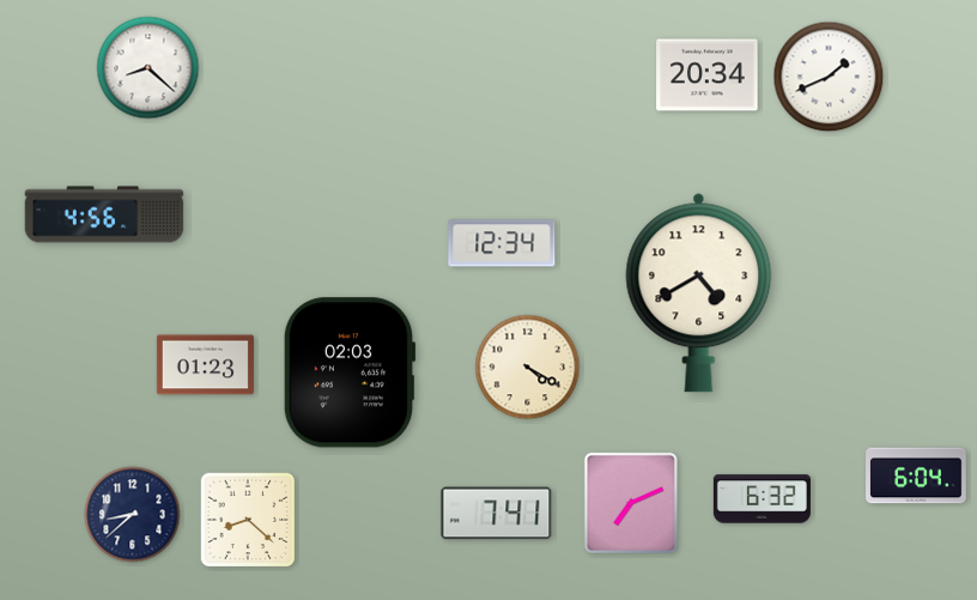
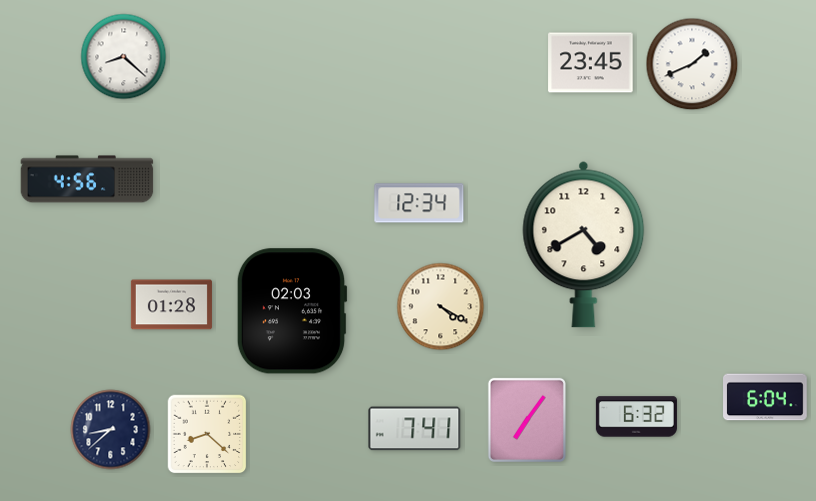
clock at (708, 75): 20:34 -> 23:45
clock at (205, 365): 01:23 -> 01:28
clock at (631, 503): 7:11 -> 7:06
